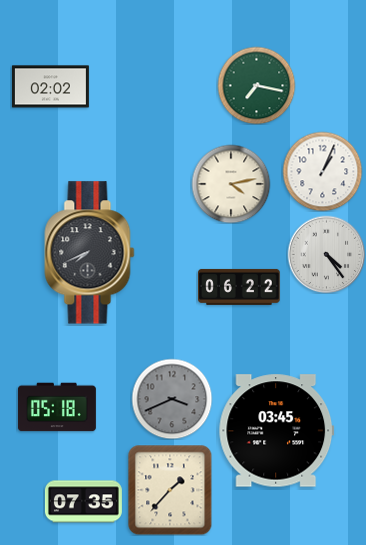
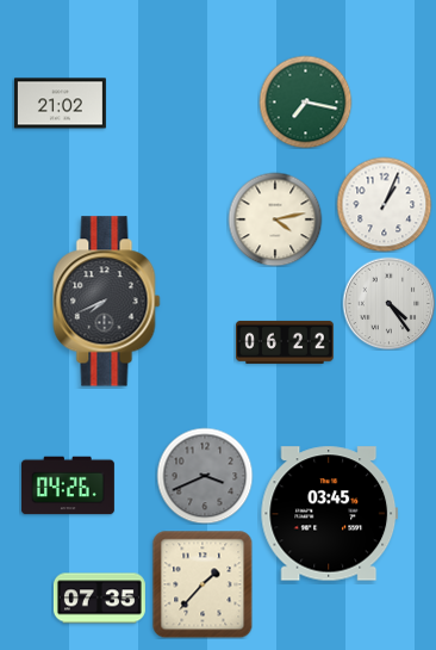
clock at (50, 87): 02:02 -> 21:02
clock at (57, 407): 05:18 -> 04:26
